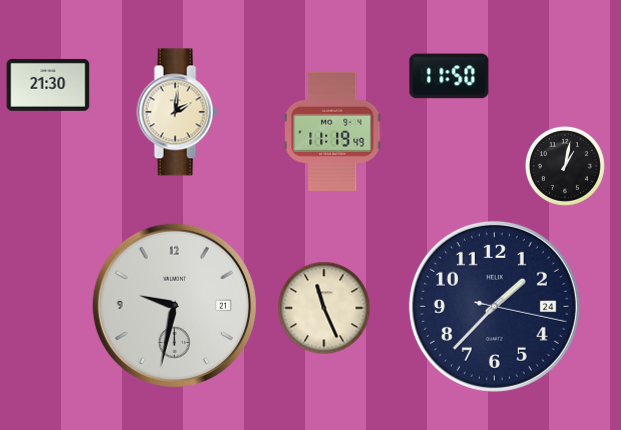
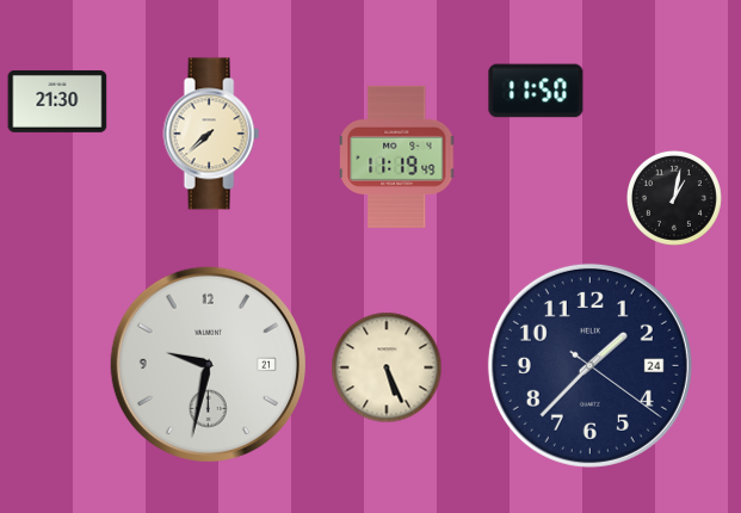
clock at (177, 112): 2:01 -> 7:38
clock at (494, 306): 1:37:17 -> 1:37:21
clock at (324, 308): 11:26 -> 5:26
